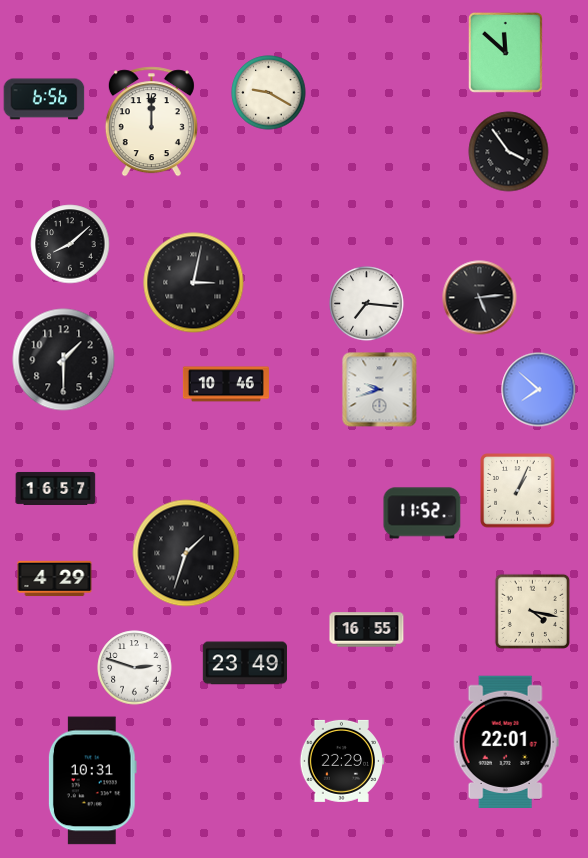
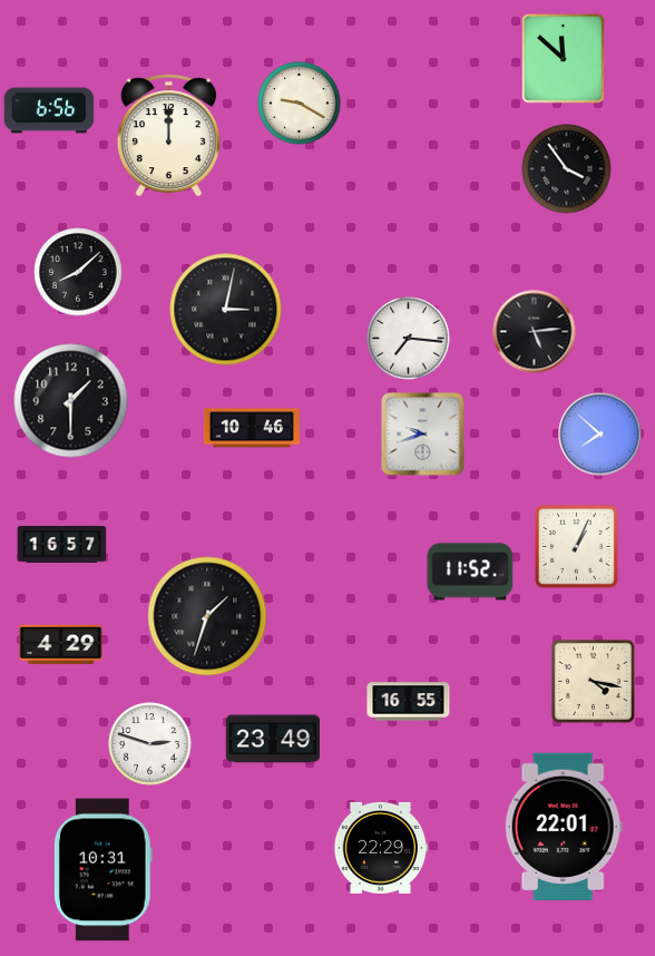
clock at (194, 283) position: (194, 283) -> (226, 310)
